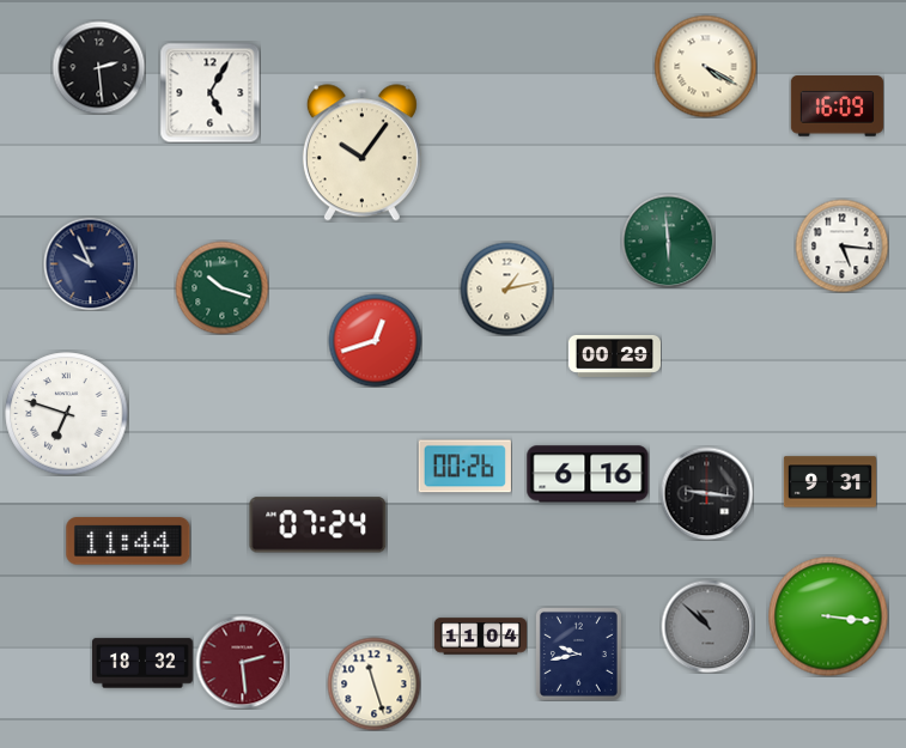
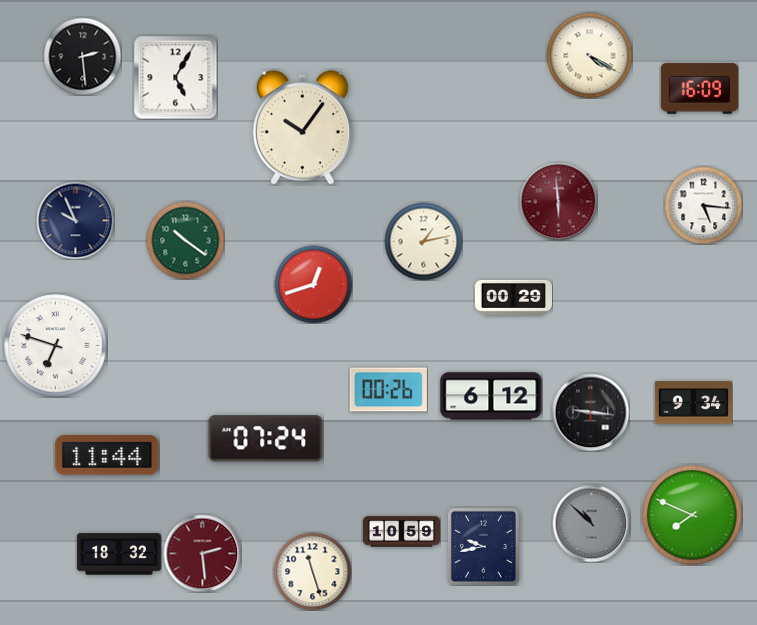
clock at (668, 241) dial: green -> burgundy
clock at (221, 287): 10:18 -> 10:21
clock at (588, 474): 6:16 -> 6:12
clock at (829, 482): 9:31 -> 9:34
clock at (128, 541) position: (128, 541) -> (107, 455)
clock at (828, 616): 3:16 -> 7:49
clock at (480, 637): 11:04 -> 10:59
